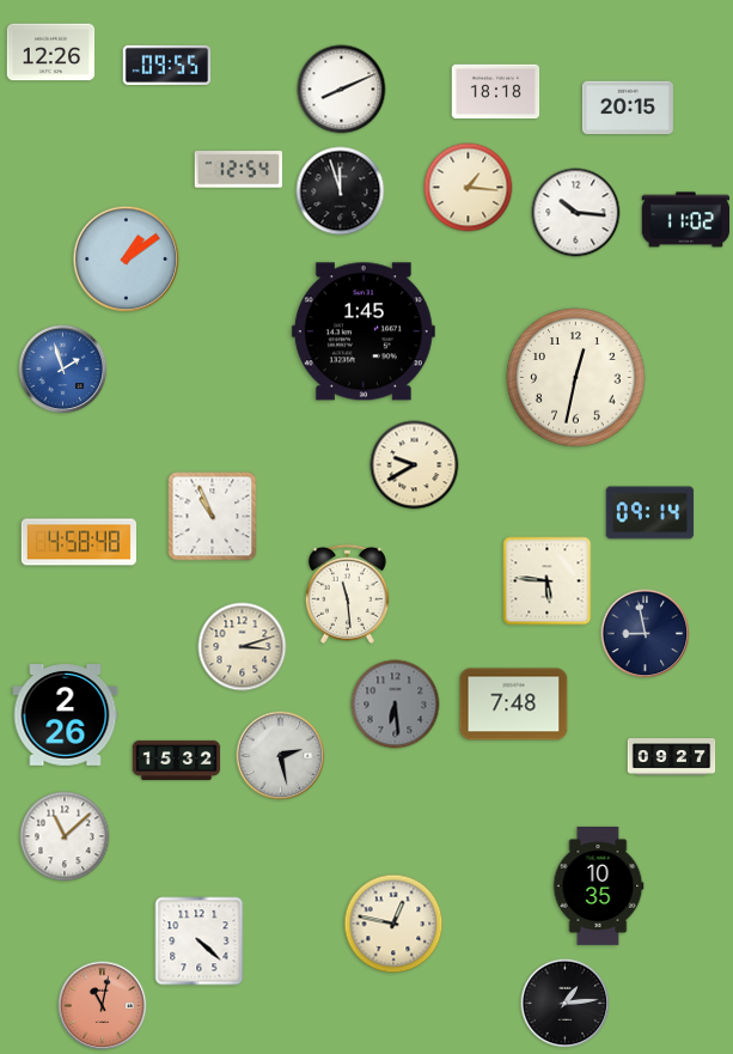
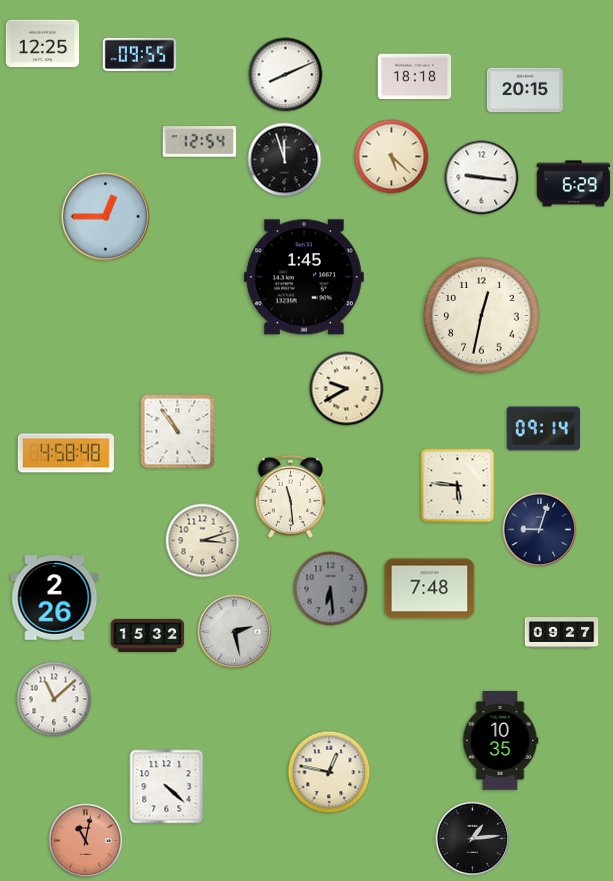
clock at (51, 53): 12:26 -> 12:25
clock at (469, 188): 1:16 -> 5:22
clock at (576, 213): 10:16 -> 9:16
clock at (686, 220): 11:02 -> 6:29
clock at (127, 260): 1:09 -> 12:45
clock at (63, 370): 1:57 -> none
clock at (213, 517): 10:56 -> 10:54
clock at (646, 634): 8:58 -> 9:03
